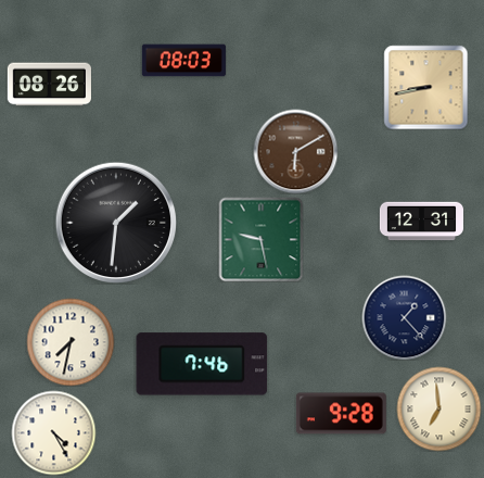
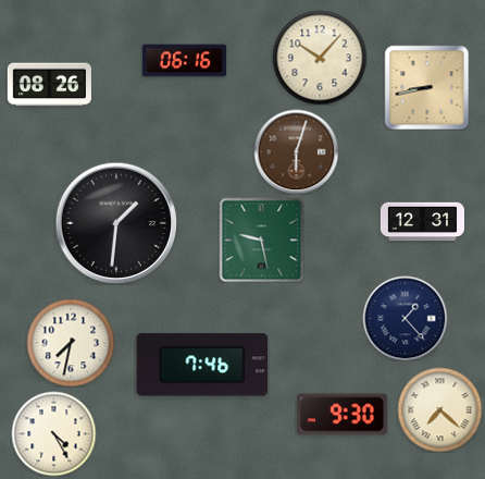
clock at (320, 58): none -> 10:07
clock at (183, 61): 08:03 -> 06:16
clock at (295, 151): 6:10 -> 6:03
clock at (438, 408): 6:59 -> 7:22
clock at (341, 414): 9:28 -> 9:30
